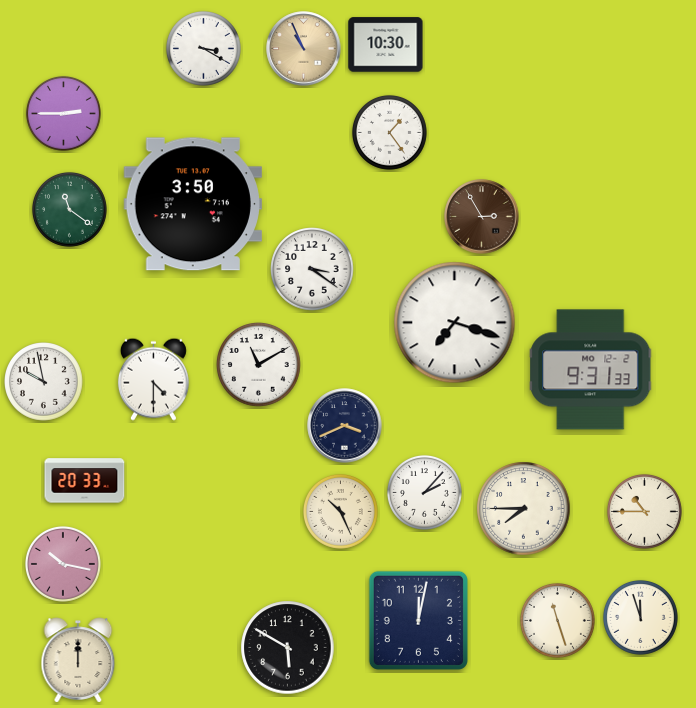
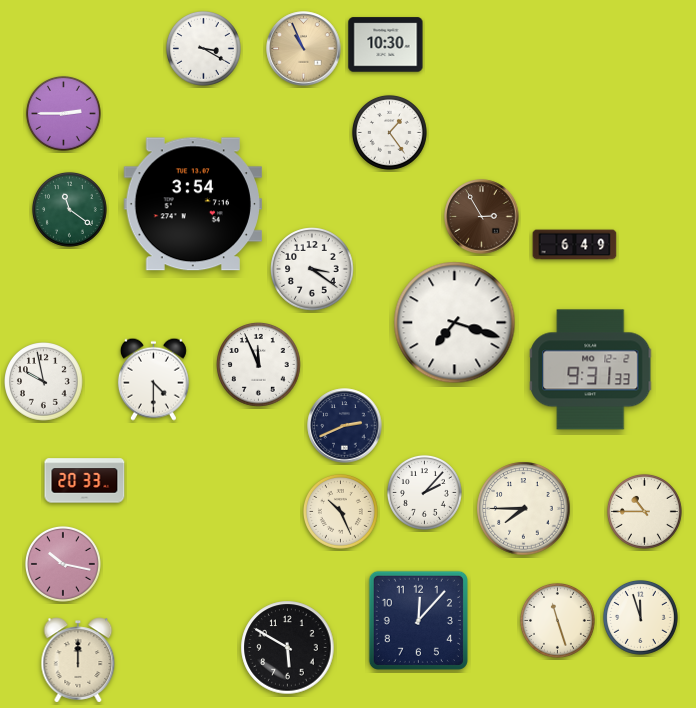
clock at (192, 204): 3:50 -> 3:54
clock at (575, 245): none -> 6:49
clock at (259, 365): 11:10 -> 11:56
clock at (345, 426): 3:41 -> 2:41
clock at (418, 620): 12:02 -> 12:07
